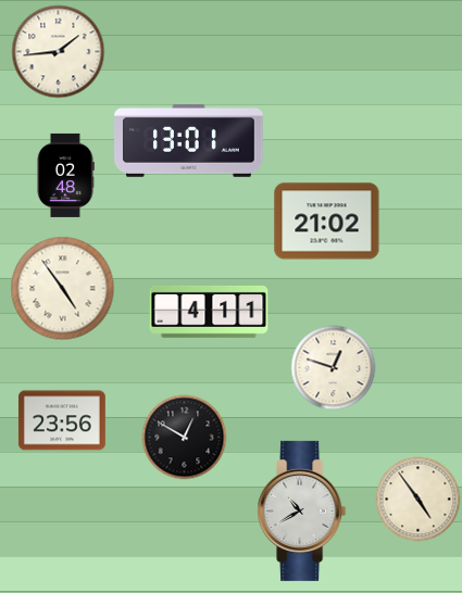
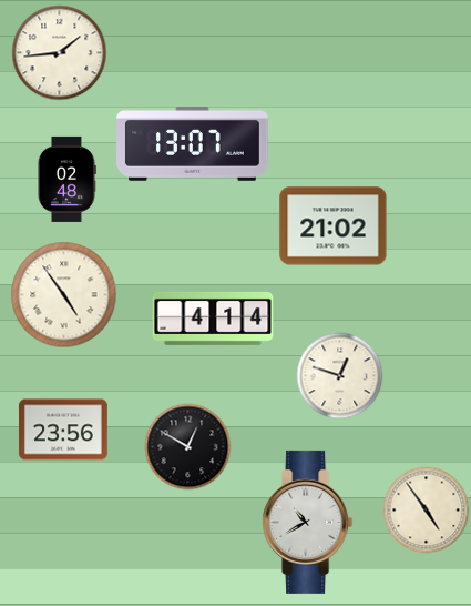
clock at (189, 141): 13:01 -> 13:07
clock at (209, 312): 4:11 -> 4:14
